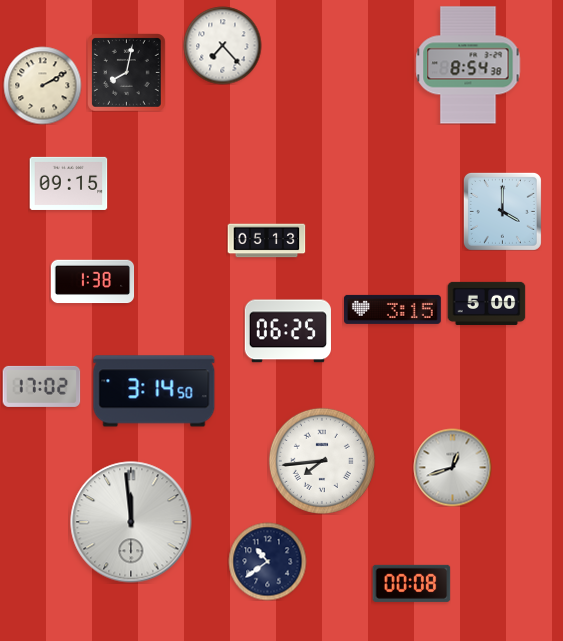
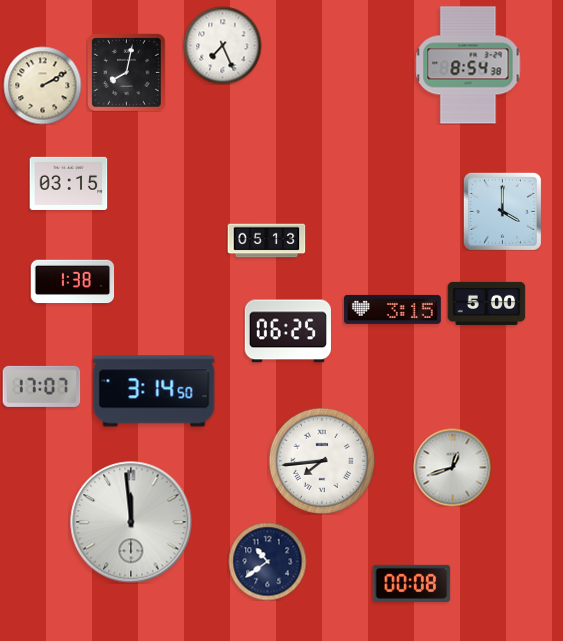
clock at (222, 45): 7:23 -> 7:26
clock at (68, 183): 09:15 -> 03:15
clock at (92, 282) position: (92, 282) -> (72, 282)
clock at (41, 386): 17:02 -> 17:07
